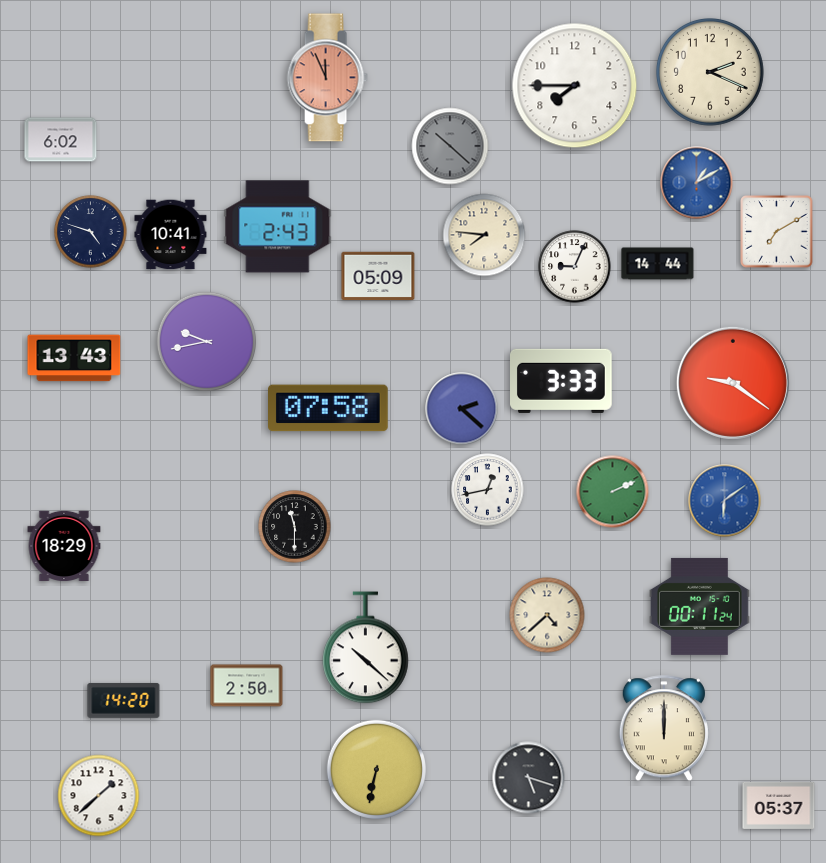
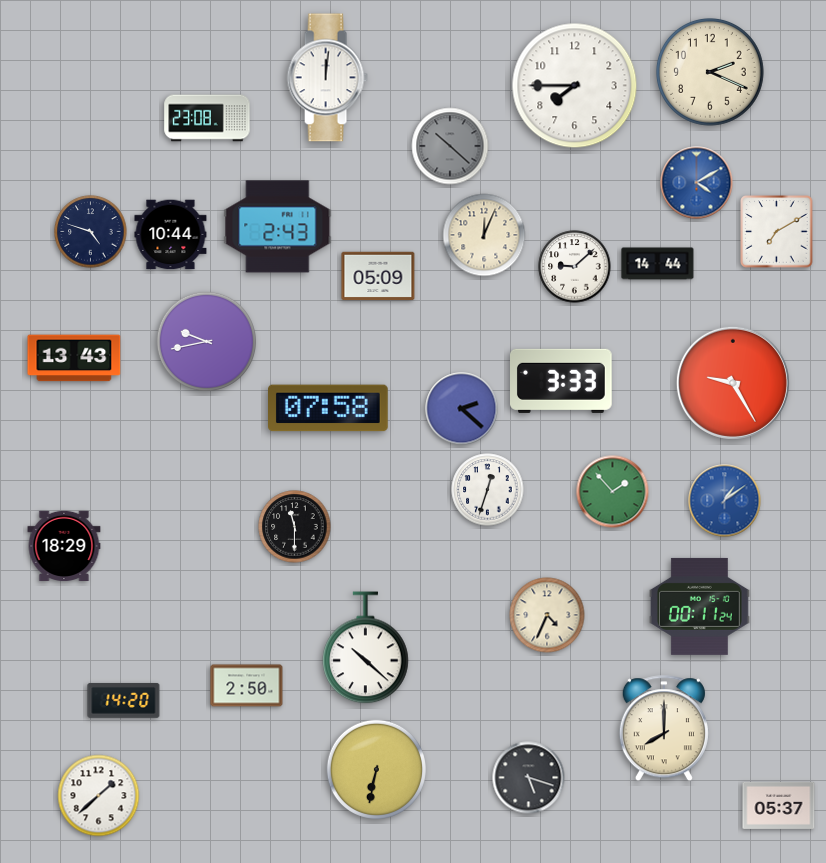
clock at (327, 78): 11:56 -> 12:01
clock at (327, 78) dial: salmon -> white
clock at (207, 118): none -> 23:08
clock at (61, 140): 6:02 -> none
clock at (697, 183): 1:10 -> 4:10
clock at (171, 235): 10:41 -> 10:44
clock at (484, 235): 7:46 -> 12:04
clock at (575, 267): 9:04 -> 9:08
clock at (733, 383): 9:21 -> 9:25
clock at (488, 490): 12:43 -> 12:33
clock at (613, 492): 2:11 -> 1:53
clock at (725, 501): 6:09 -> 1:09
clock at (547, 615): 4:38 -> 4:34
clock at (664, 729): 12:00 -> 8:00
